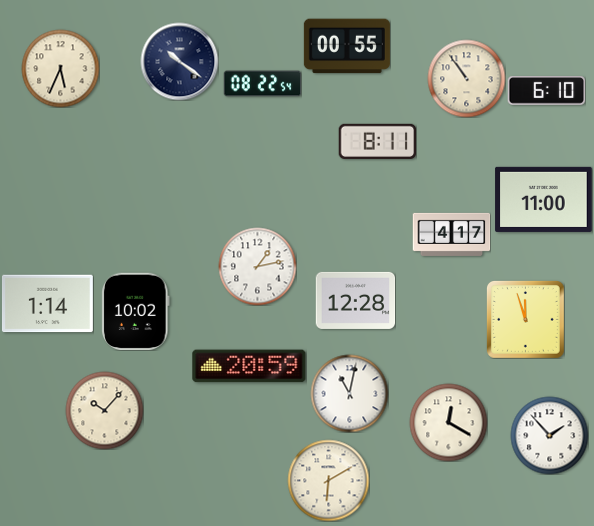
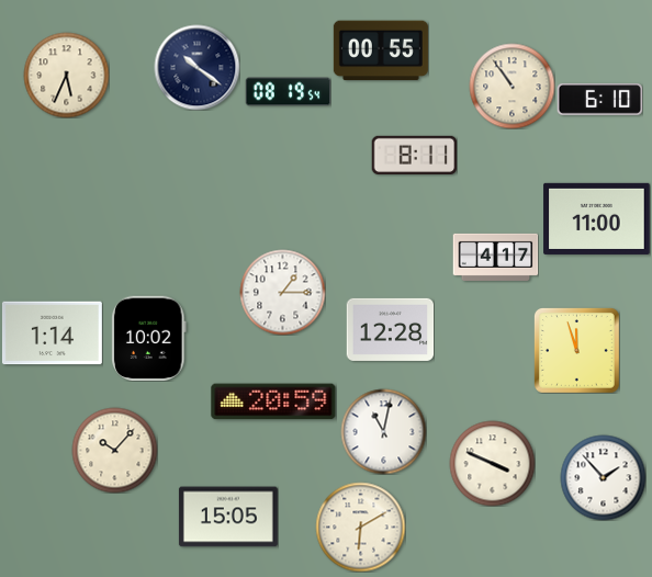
clock at (262, 84): 08:22 -> 08:19
clock at (257, 266): 1:13 -> 1:15
clock at (136, 311) position: (136, 311) -> (149, 338)
clock at (448, 422): 12:20 -> 3:49
clock at (228, 517): none -> 15:05
